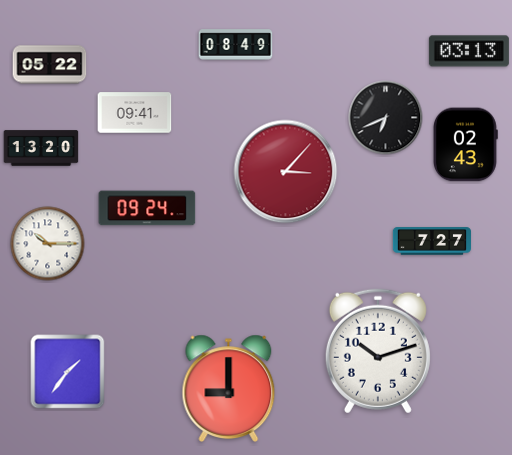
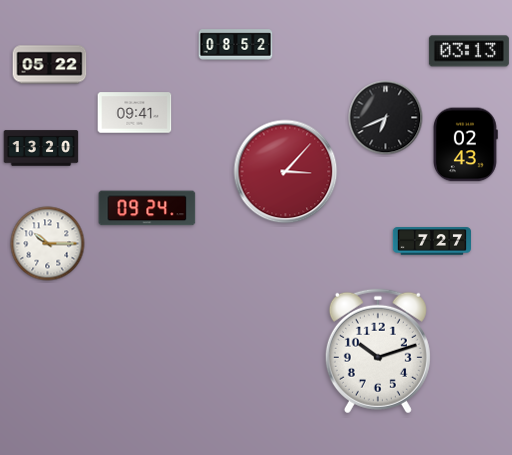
clock at (236, 45): 08:49 -> 08:52
clock at (68, 372): 1:36 -> none
clock at (229, 388): 9:00 -> none
